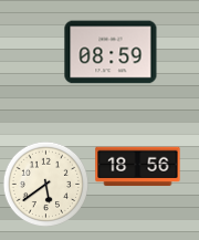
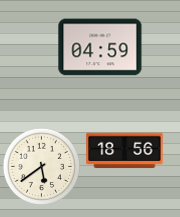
clock at (111, 52): 08:59 -> 04:59
